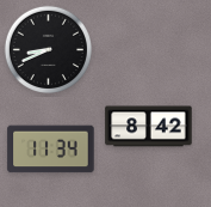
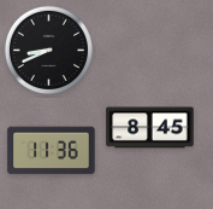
clock at (149, 127): 8:42 -> 8:45
clock at (51, 150): 11:34 -> 11:36
